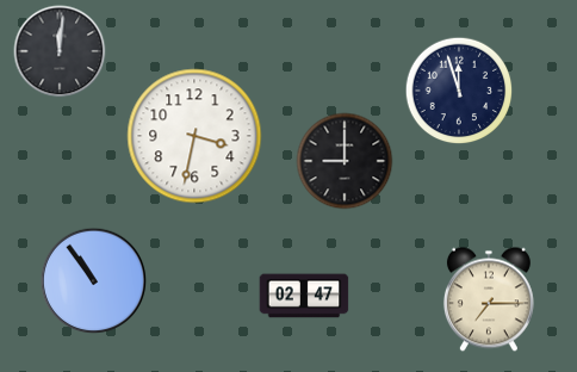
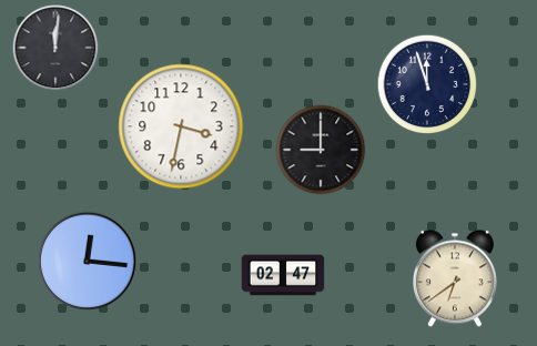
clock at (94, 281): 10:54 -> 12:16
clock at (489, 299): 7:15 -> 6:39
